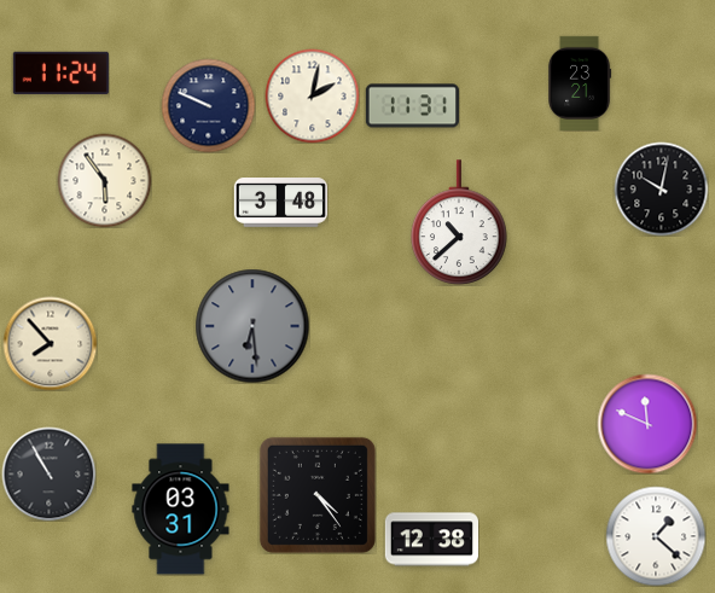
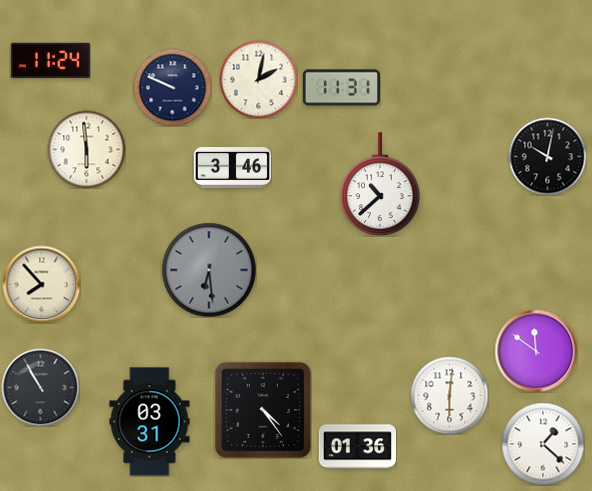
clock at (580, 82): 23:21 -> none
clock at (104, 180): 5:54 -> 5:59
clock at (280, 203): 3:48 -> 3:46
clock at (647, 424): 11:49 -> 11:51
clock at (48, 473) position: (48, 473) -> (40, 387)
clock at (449, 395): none -> 6:01
clock at (431, 540): 12:38 -> 01:36
